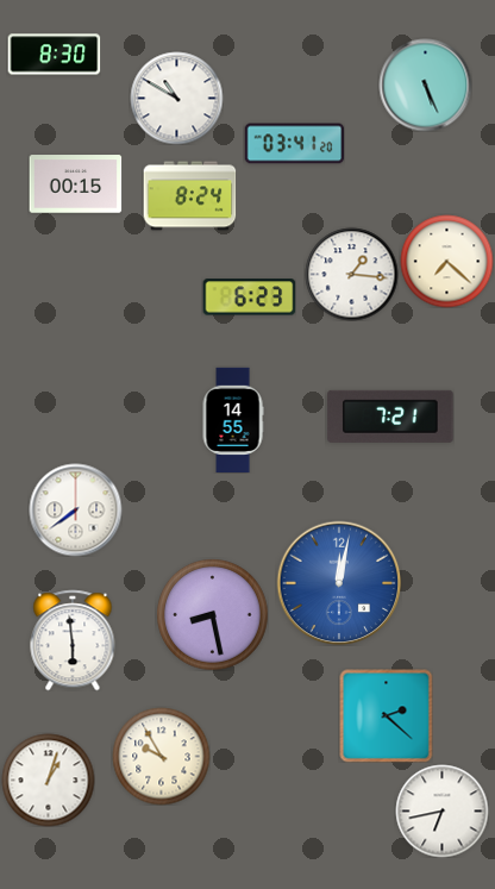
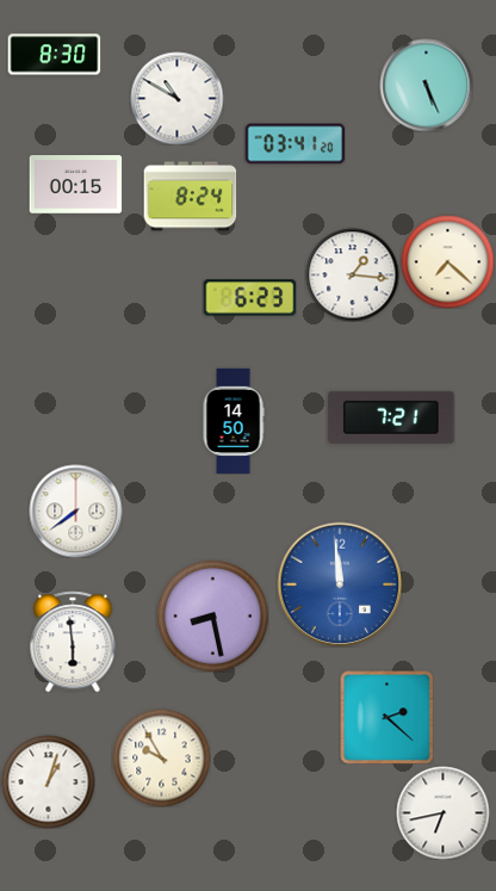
clock at (233, 419): 14:55 -> 14:50
clock at (339, 583): 12:02 -> 11:59
